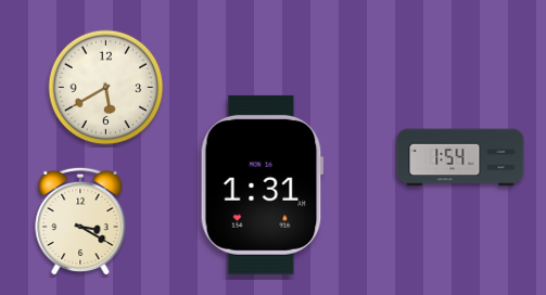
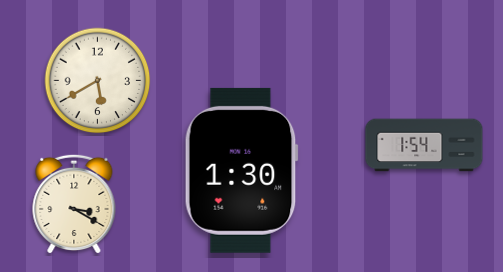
clock at (262, 184): 1:31 -> 1:30
